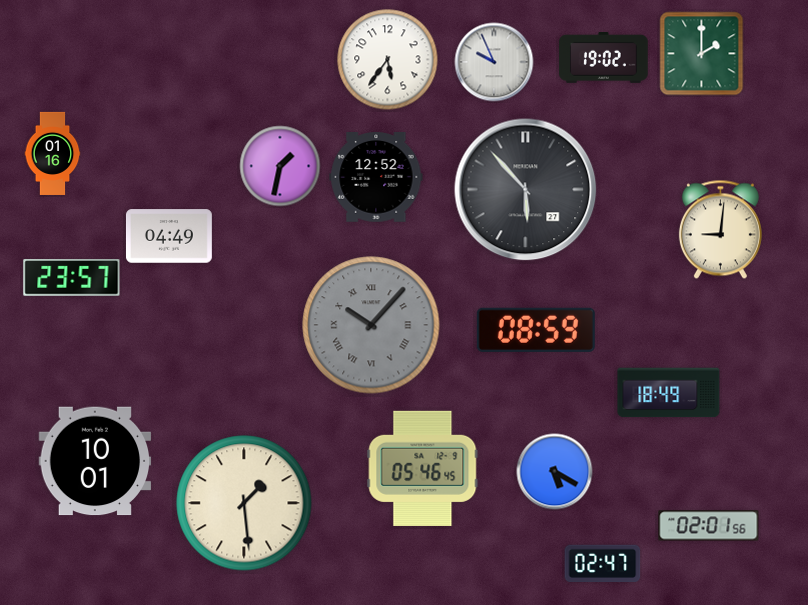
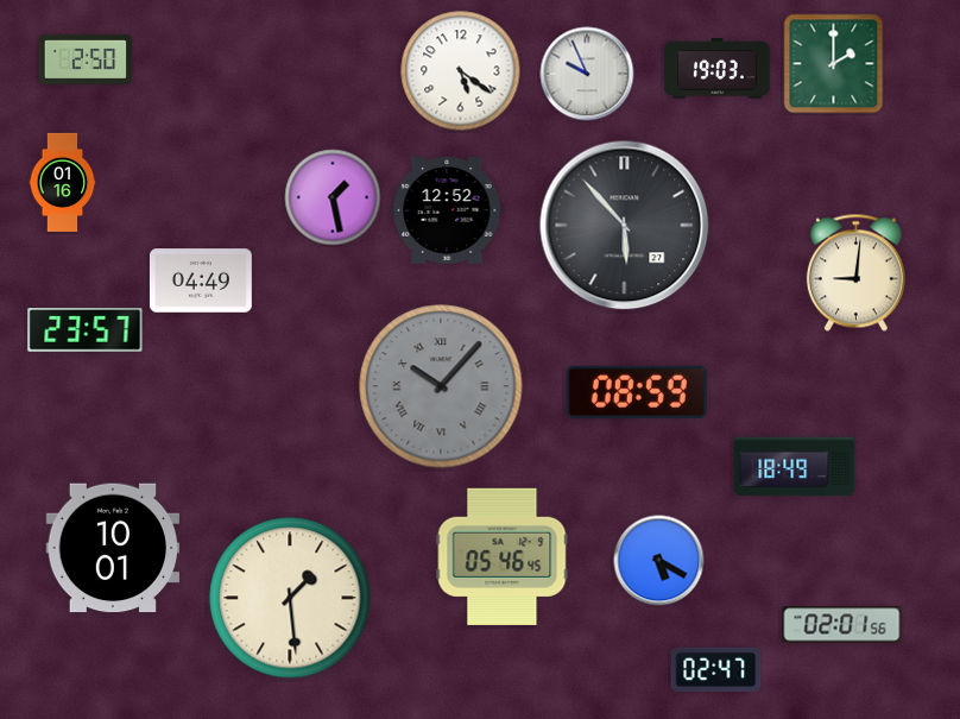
clock at (86, 59): none -> 2:50
clock at (604, 57): 19:02 -> 19:03
clock at (388, 60): 5:36 -> 5:21
clock at (280, 166): 1:32 -> 1:28
